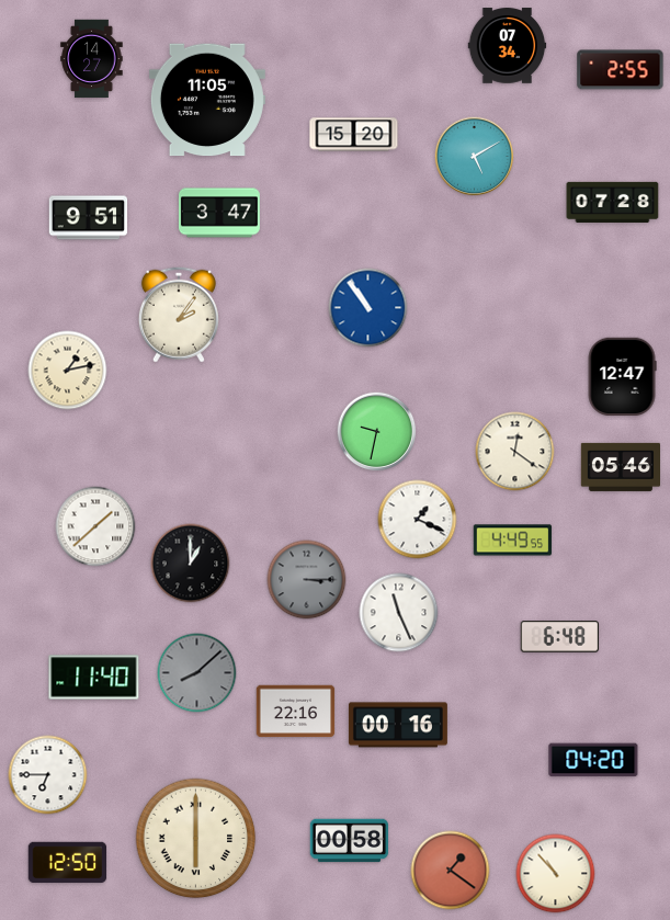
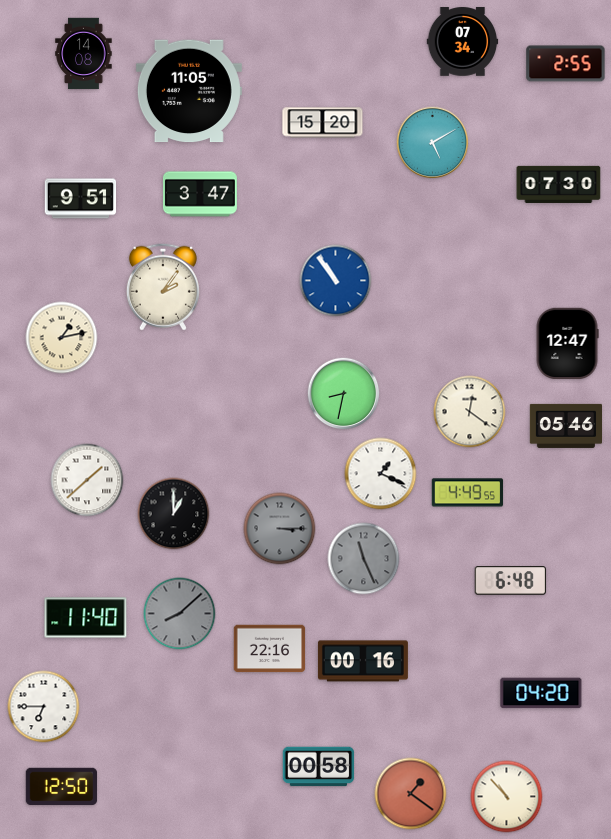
clock at (92, 59): 14:27 -> 14:08
clock at (613, 202): 07:28 -> 07:30
clock at (377, 432): 9:32 -> 8:32
clock at (399, 613) dial: white -> grey
clock at (196, 839): 6:00 -> none
